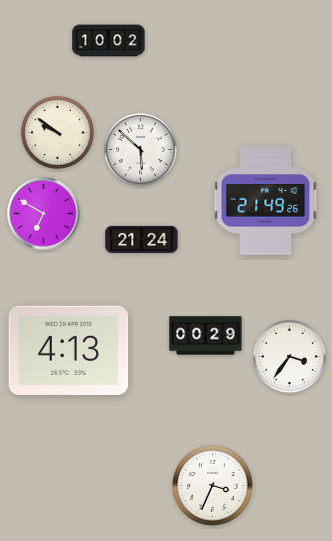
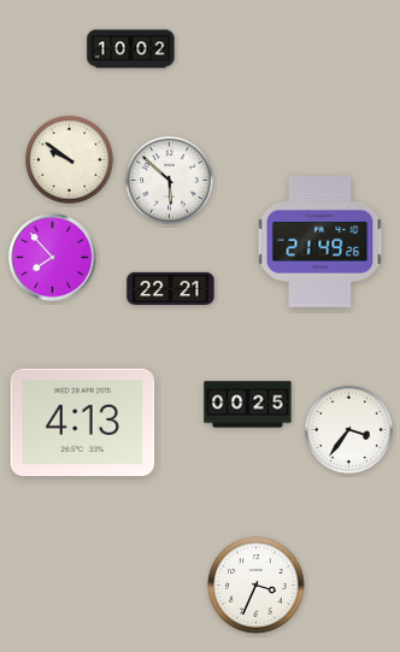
clock at (44, 214): 6:50 -> 7:53
clock at (142, 239): 21:24 -> 22:21
clock at (206, 336): 00:29 -> 00:25
